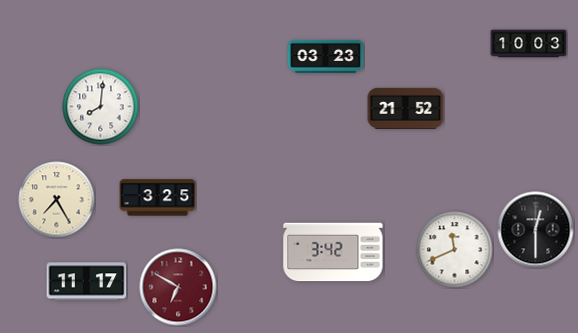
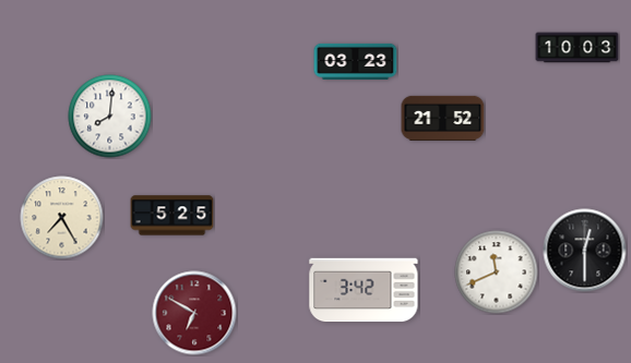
clock at (158, 198): 3:25 -> 5:25
clock at (333, 252) position: (333, 252) -> (364, 290)
clock at (87, 282): 11:17 -> none
